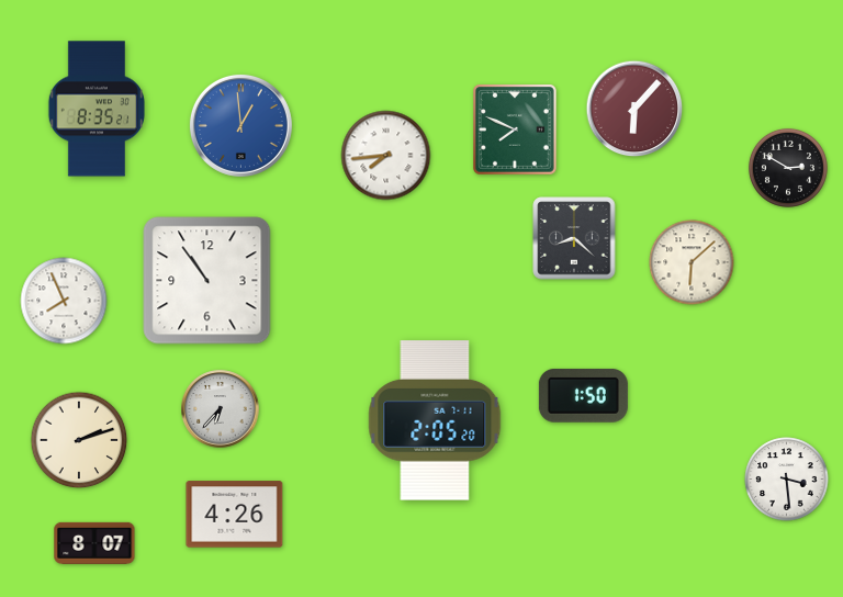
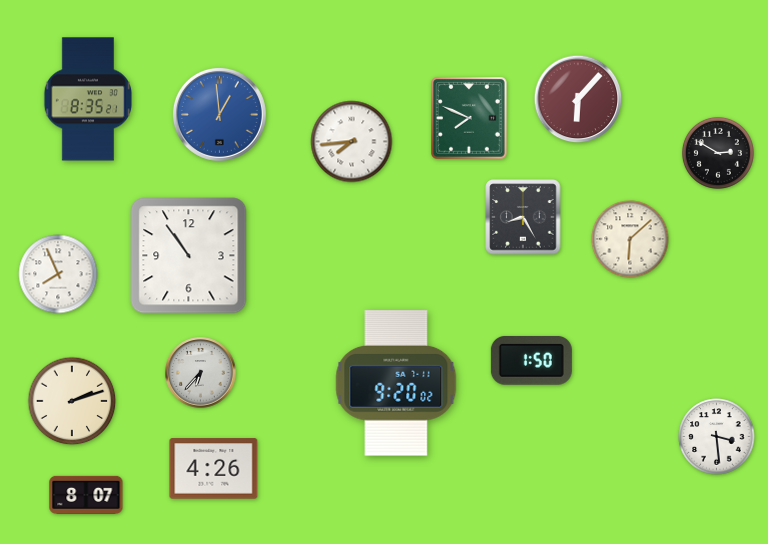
clock at (574, 238): 8:22 -> 8:25
clock at (435, 420): 2:05 -> 9:20
